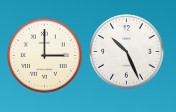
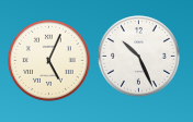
clock at (45, 56): 3:00 -> 5:04
